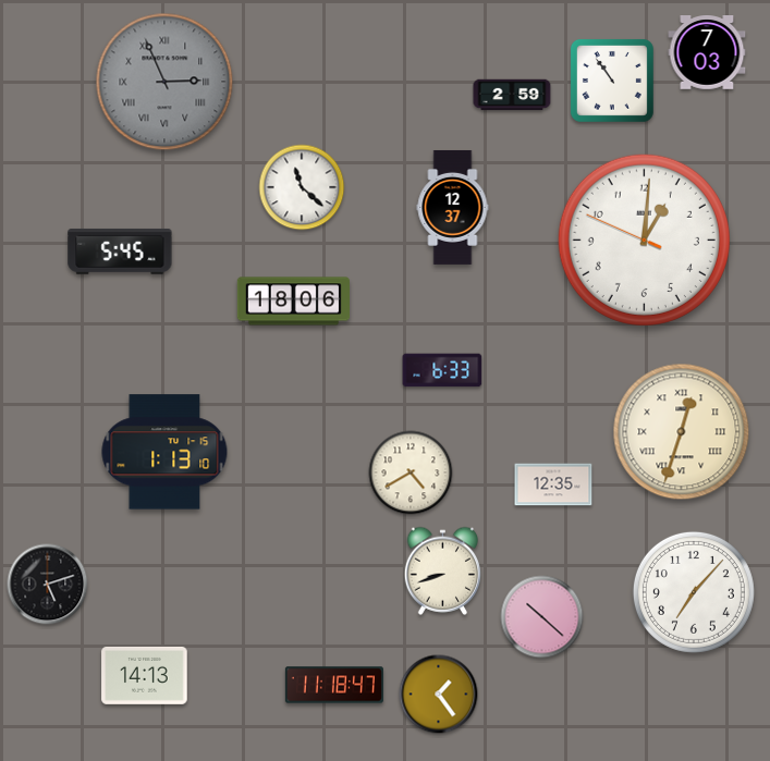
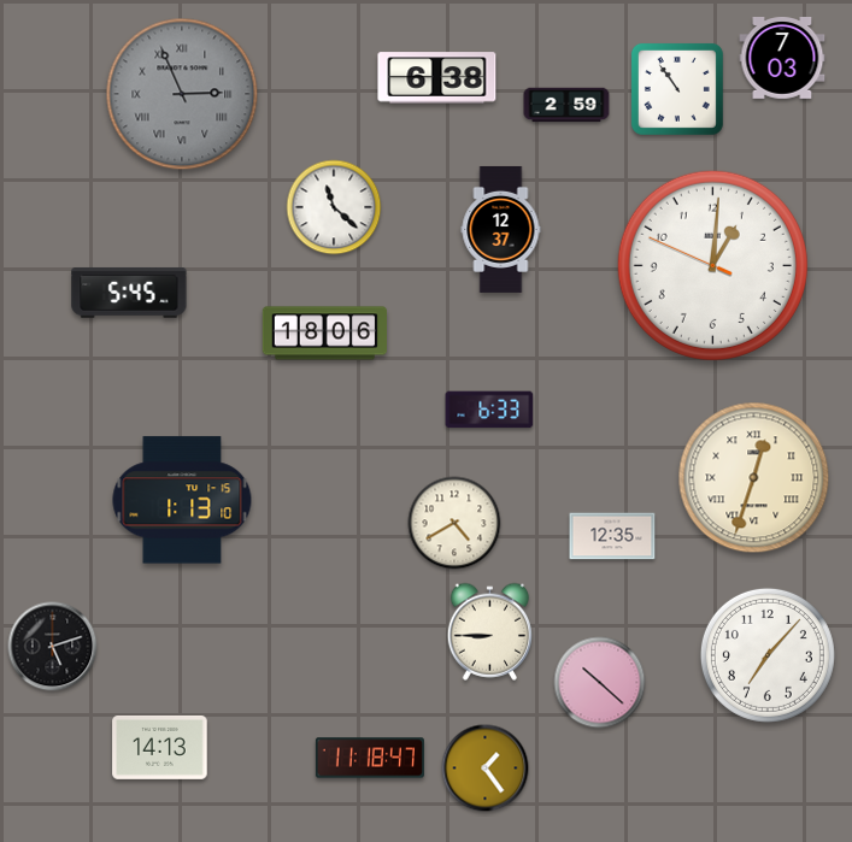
clock at (437, 78): none -> 6:38
clock at (164, 82) position: (164, 82) -> (182, 94)
clock at (120, 251) position: (120, 251) -> (129, 293)
clock at (442, 570): 8:42 -> 8:45
